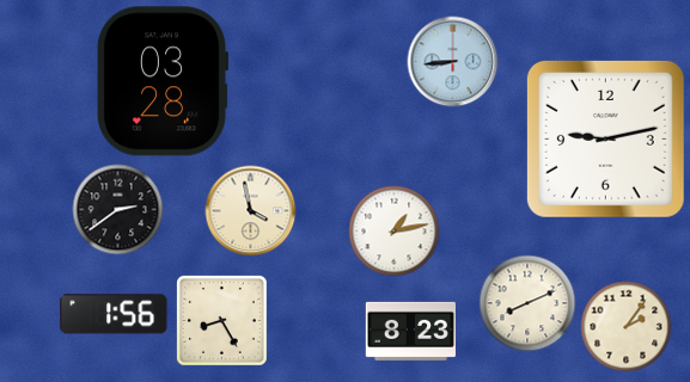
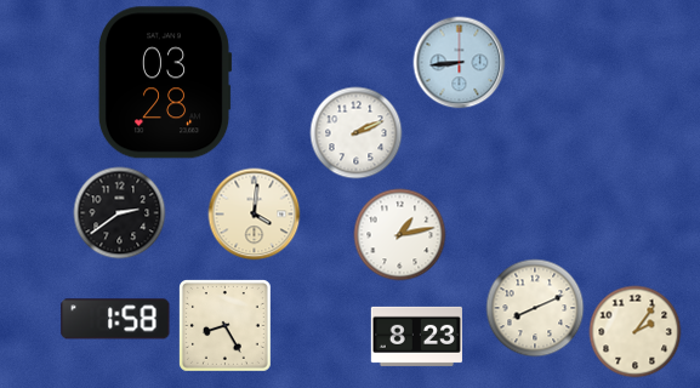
clock at (357, 133): none -> 2:11
clock at (605, 138): 9:13 -> none
clock at (251, 211): 3:58 -> 4:01
clock at (114, 314): 1:56 -> 1:58
